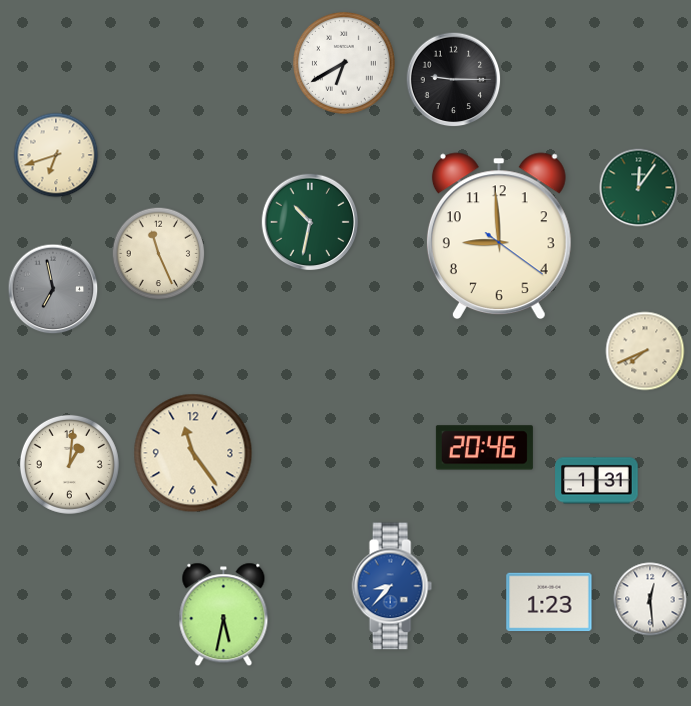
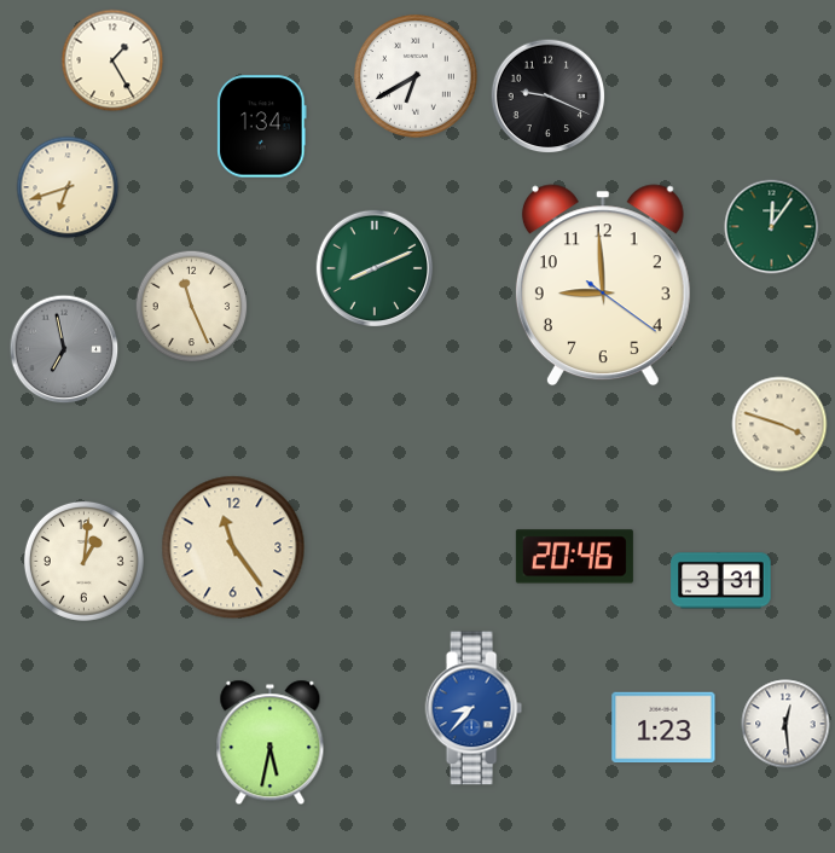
clock at (112, 60): none -> 1:25
clock at (454, 80): 9:15 -> 9:19
clock at (262, 127): none -> 1:34
clock at (310, 222): 10:32 -> 8:11
clock at (645, 351): 7:41 -> 3:48
clock at (484, 448) position: (484, 448) -> (574, 557)
clock at (597, 481): 1:31 -> 3:31
